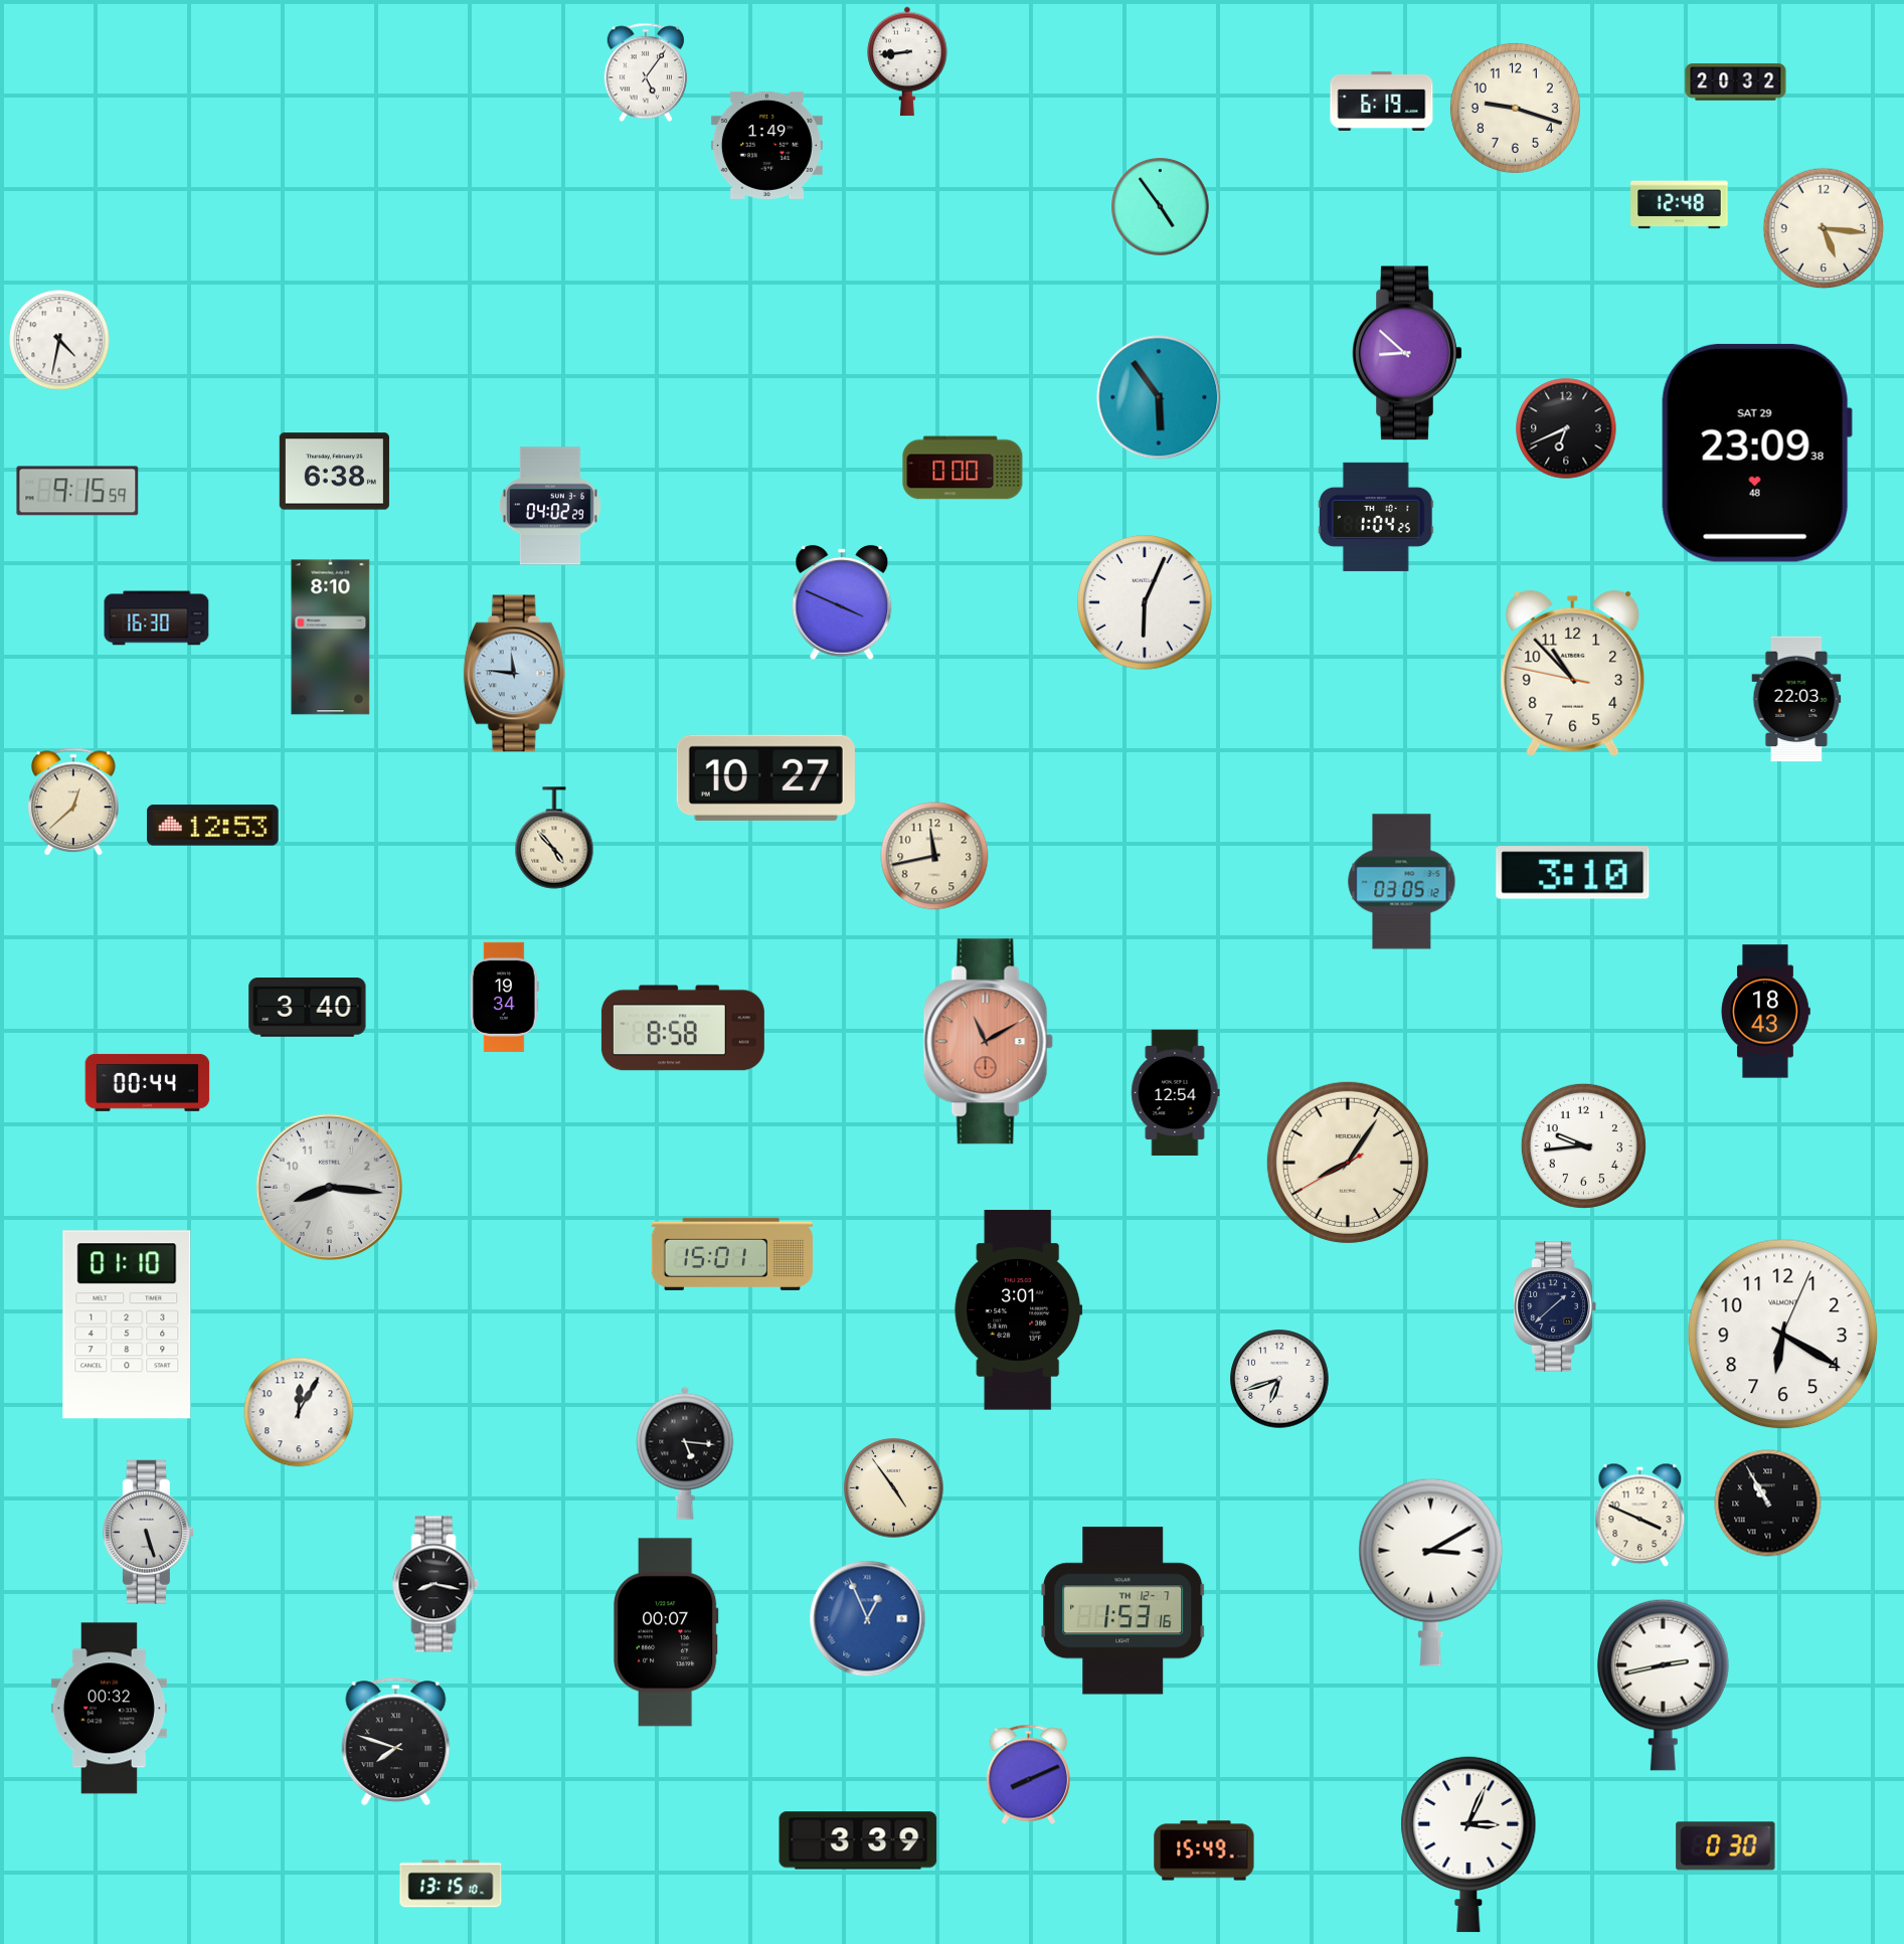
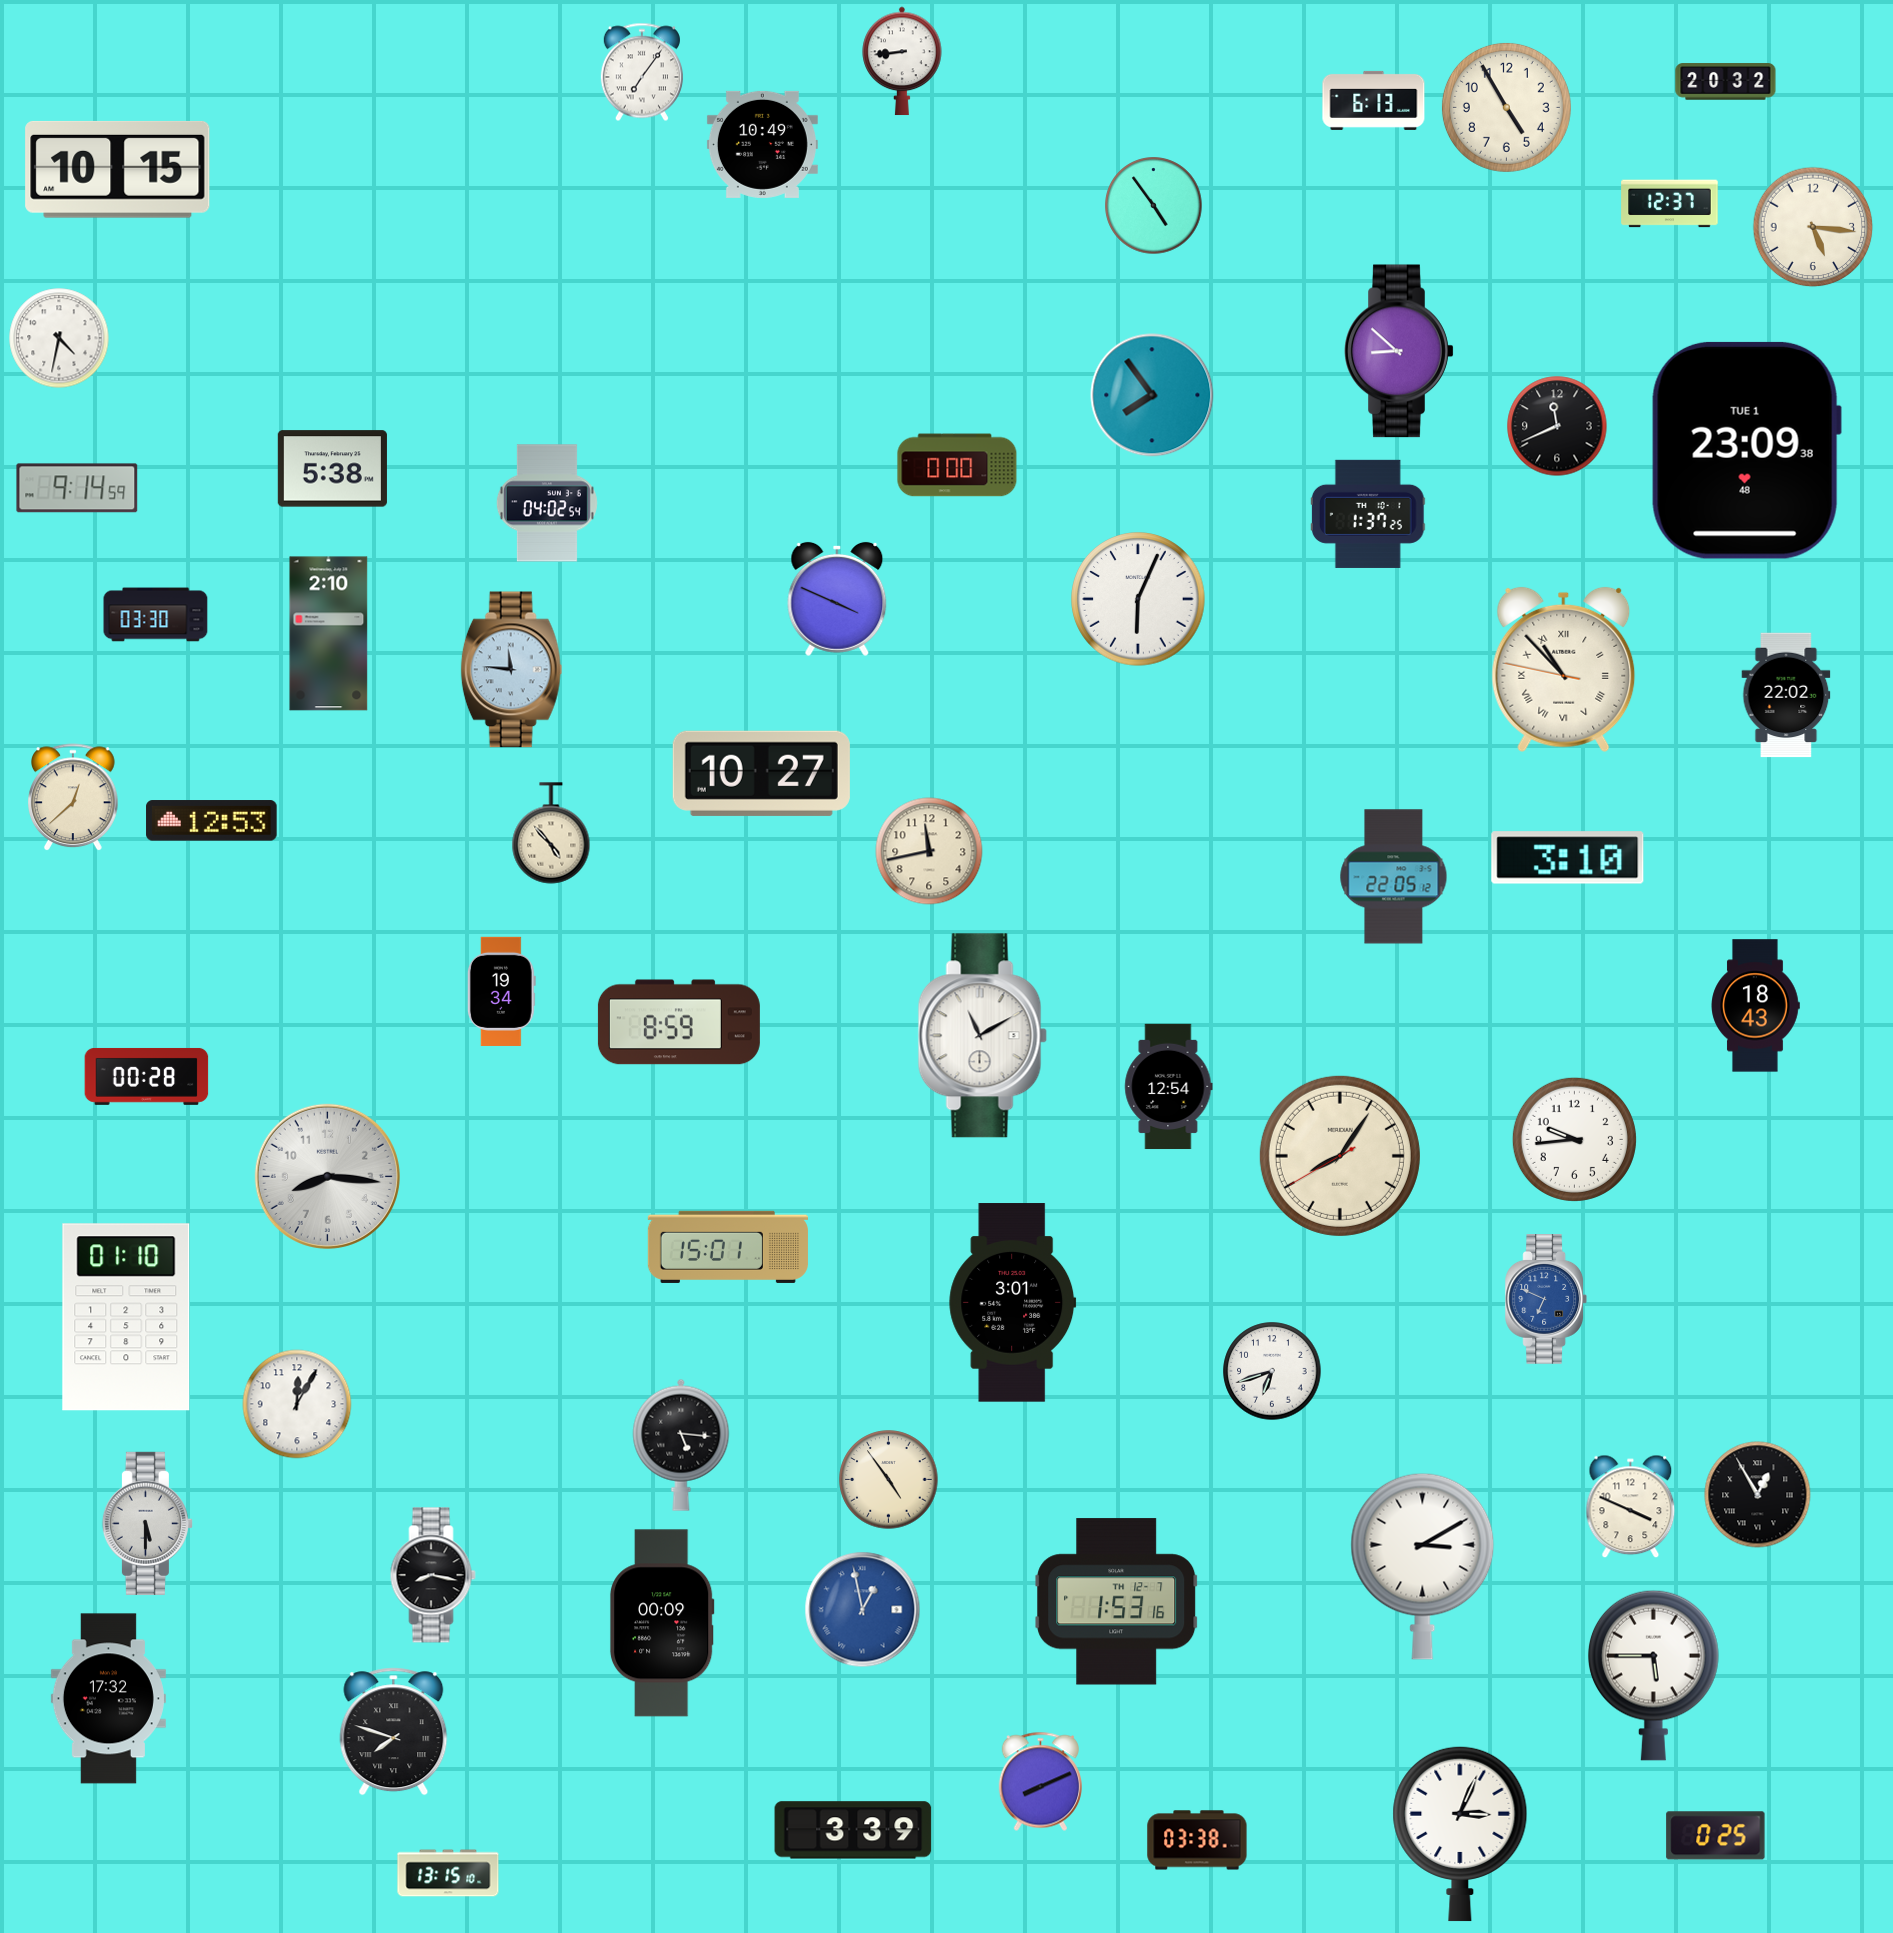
clock at (646, 72): 5:06 -> 7:06
clock at (1382, 101): 6:19 -> 6:13
clock at (1515, 108): 9:18 -> 4:55
clock at (766, 145): 1:49 -> 10:49
clock at (118, 169): none -> 10:15
clock at (1680, 205): 12:48 -> 12:37
clock at (1159, 397): 5:54 -> 7:54
clock at (1566, 428): 6:41 -> 11:41
clock at (1756, 453) date: SAT 29 -> TUE 1
clock at (334, 472): 6:38 -> 5:38
clock at (77, 491): 9:15 -> 9:14
clock at (550, 506): 04:02:29 -> 04:02:54
clock at (1376, 517): 1:04 -> 1:37
clock at (157, 618): 16:30 -> 03:30
clock at (331, 638): 8:10 -> 2:10
clock at (1573, 674) numerals: Arabic -> Roman
clock at (1796, 699): 22:03 -> 22:02
clock at (1573, 873) position: (1573, 873) -> (1568, 858)
clock at (1402, 882): 03:05 -> 22:05
clock at (308, 1008): 3:40 -> none
clock at (683, 1028): 8:58 -> 8:59
clock at (988, 1042) dial: salmon -> white
clock at (148, 1082): 00:44 -> 00:28
clock at (329, 1187) position: (329, 1187) -> (327, 1176)
clock at (1554, 1307): 1:38 -> 6:49
clock at (1554, 1307) dial: navy -> blue
clock at (1783, 1335): 6:20 -> none
clock at (1768, 1504): 10:55 -> 12:55
clock at (148, 1532): 5:27 -> 5:30
clock at (1431, 1572) position: (1431, 1572) -> (1423, 1566)
clock at (868, 1619): 12:56 -> 12:58
clock at (666, 1632): 00:07 -> 00:09
clock at (1663, 1685): 2:43 -> 5:45
clock at (109, 1709): 00:32 -> 17:32
clock at (1028, 1775) position: (1028, 1775) -> (1040, 1782)
clock at (1726, 1846): 0:30 -> 0:25
clock at (1204, 1850): 15:49 -> 03:38
